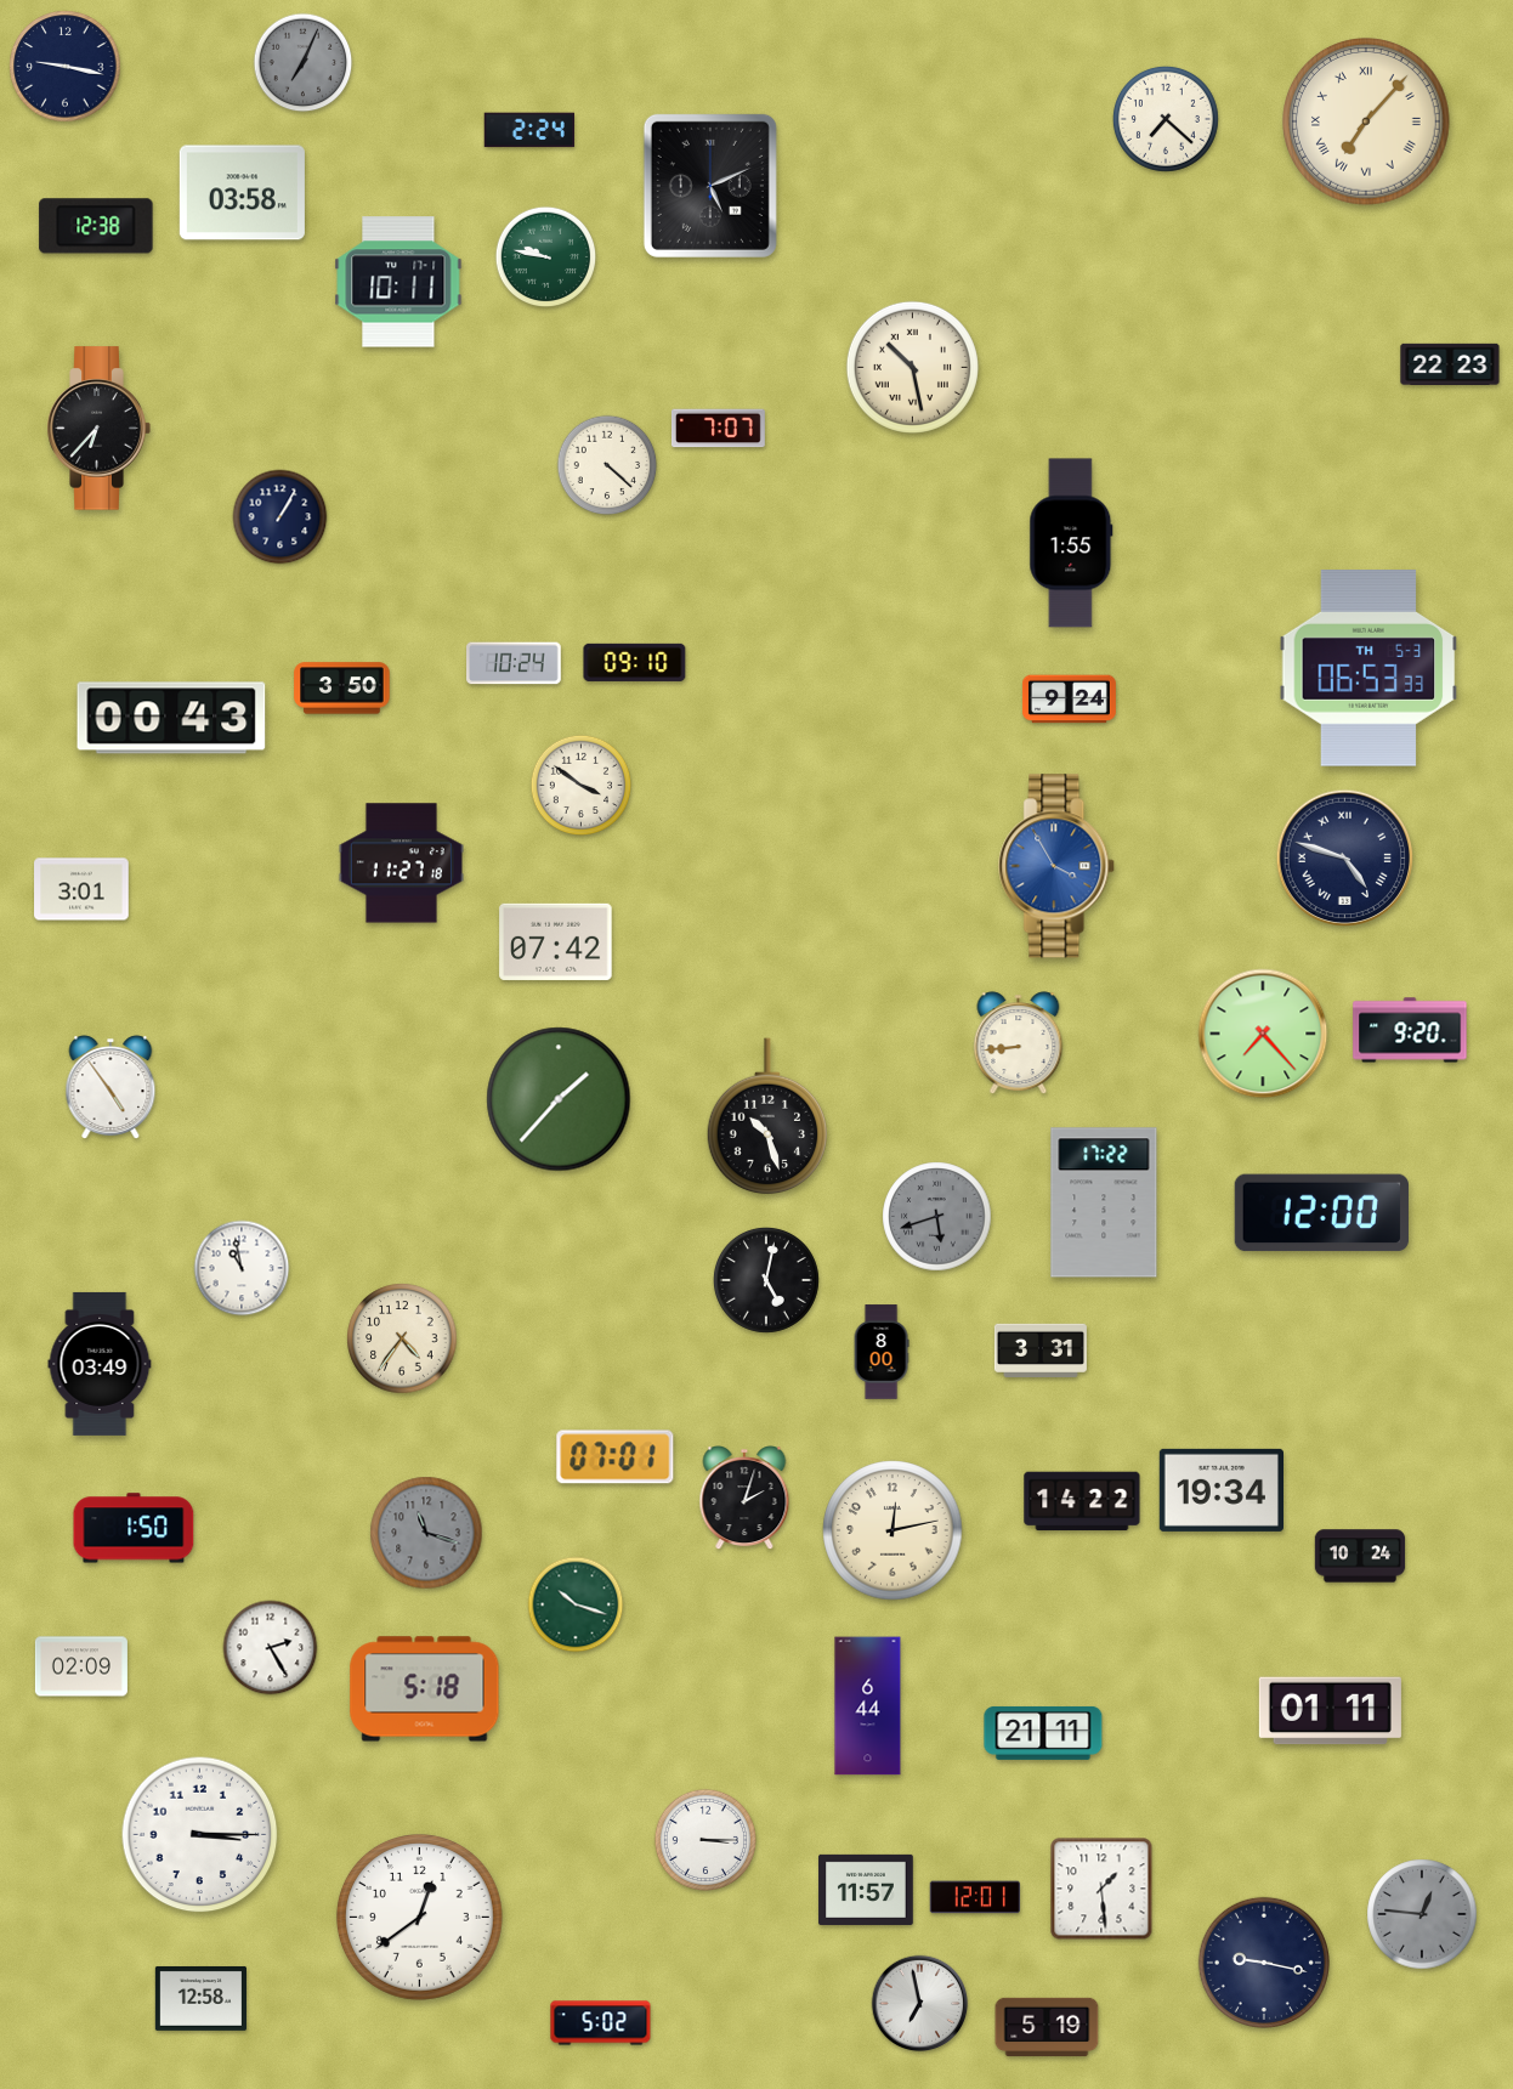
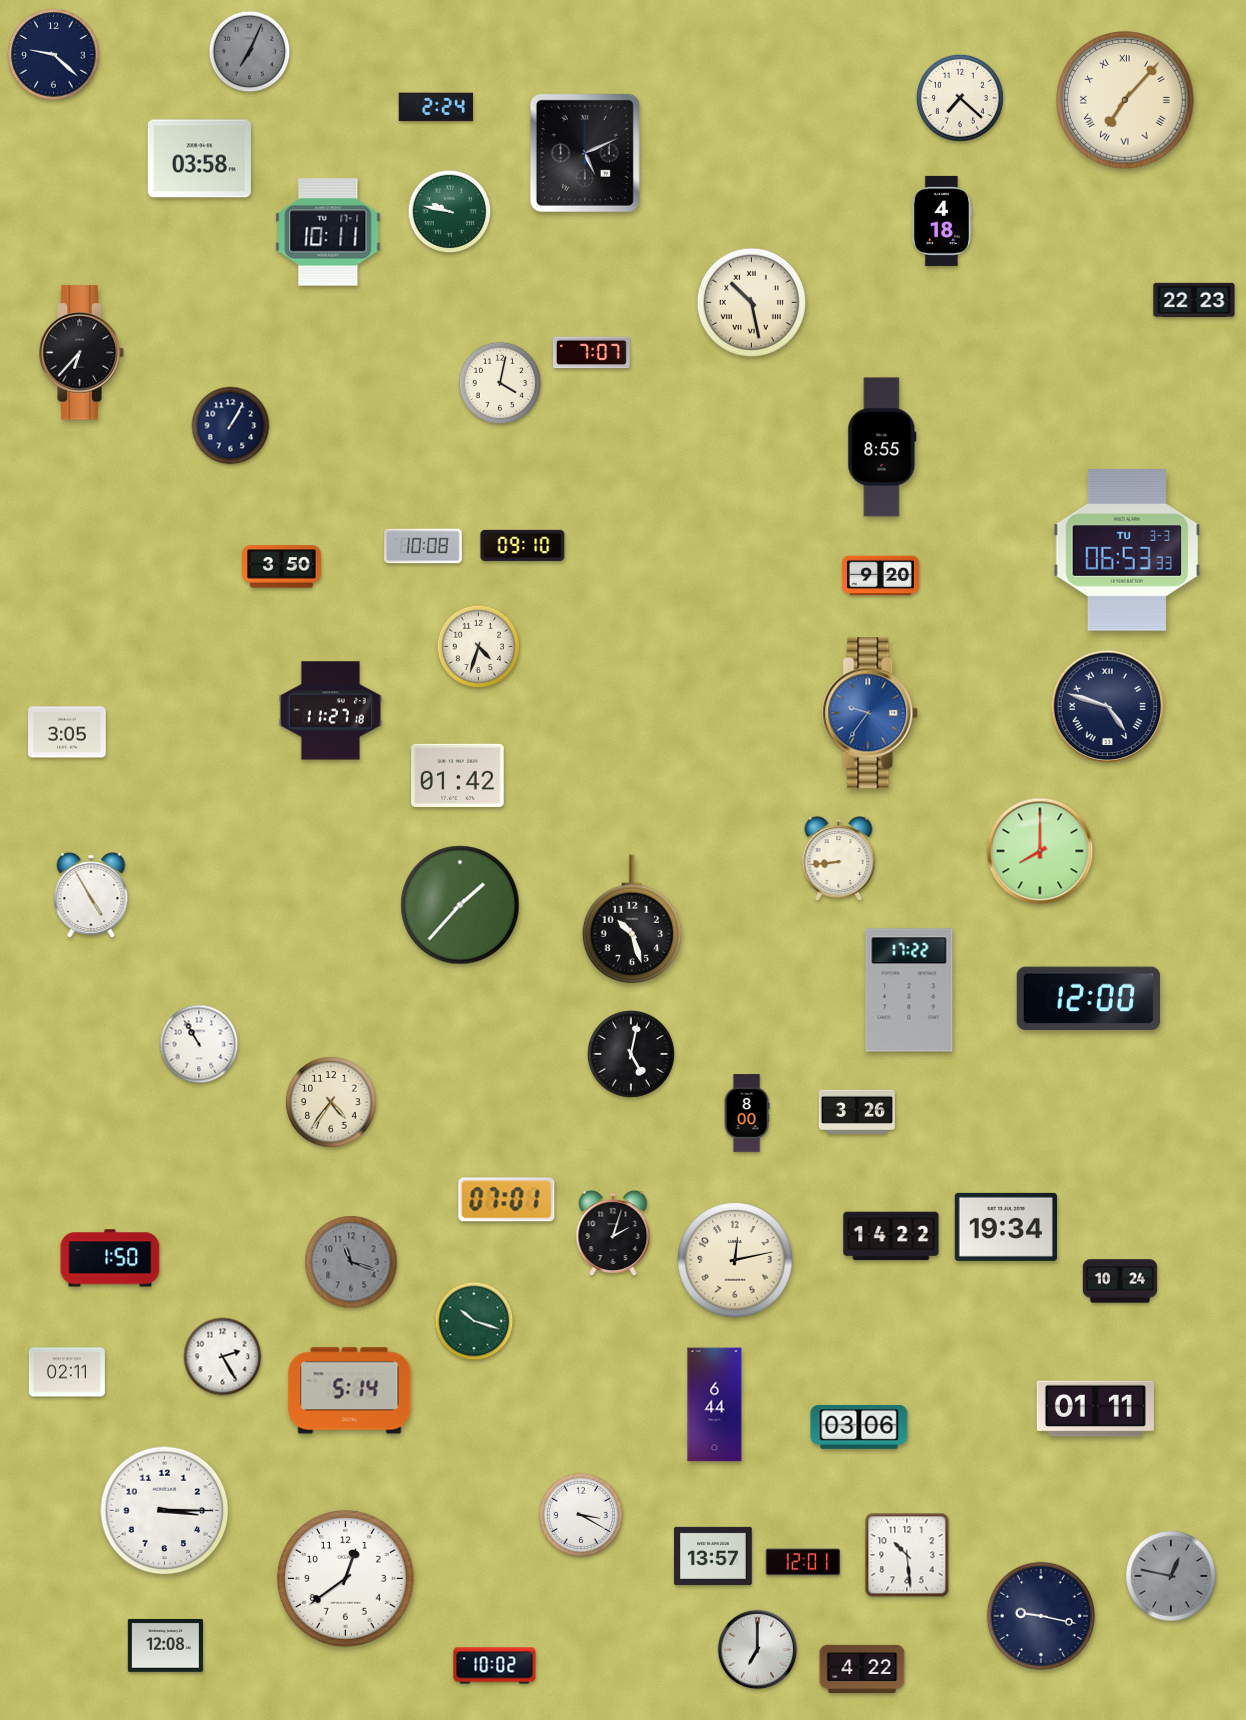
clock at (66, 67): 9:17 -> 9:22
clock at (96, 226): 12:38 -> none
clock at (941, 221): none -> 4:18
clock at (607, 465): 4:22 -> 4:02
clock at (1071, 543): 1:55 -> 8:55
clock at (514, 663): 10:24 -> 10:08
clock at (1368, 668) date: TH 5-3 -> TU 3-3
clock at (1069, 700): 9:24 -> 9:20
clock at (171, 718): 00:43 -> none
clock at (582, 786): 3:51 -> 4:33
clock at (1058, 866): 3:55 -> 9:36
clock at (81, 889): 3:01 -> 3:05
clock at (556, 941): 07:42 -> 01:42
clock at (1410, 1030): 9:20 -> none
clock at (1263, 1034): 7:23 -> 8:00
clock at (110, 1087): 4:54 -> 4:55
clock at (937, 1217): 5:42 -> none
clock at (242, 1268): 10:58 -> 10:55
clock at (1041, 1351): 3:31 -> 3:26
clock at (882, 1352) position: (882, 1352) -> (747, 1113)
clock at (100, 1364): 03:49 -> none
clock at (81, 1666): 02:09 -> 02:11
clock at (425, 1689): 5:18 -> 5:14
clock at (1043, 1733): 21:11 -> 03:06
clock at (704, 1839): 3:15 -> 3:20
clock at (1101, 1889): 1:29 -> 10:29
clock at (866, 1890): 11:57 -> 13:57
clock at (1422, 1914): 12:46 -> 12:47
clock at (200, 1998): 12:58 -> 12:08
clock at (920, 2004): 6:58 -> 7:00
clock at (601, 2023): 5:02 -> 10:02
clock at (1047, 2027): 5:19 -> 4:22
